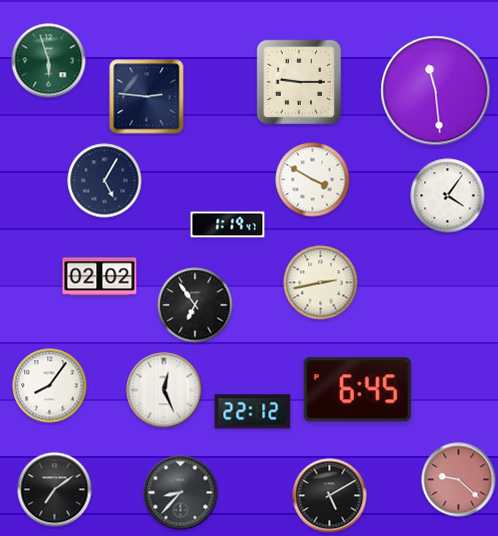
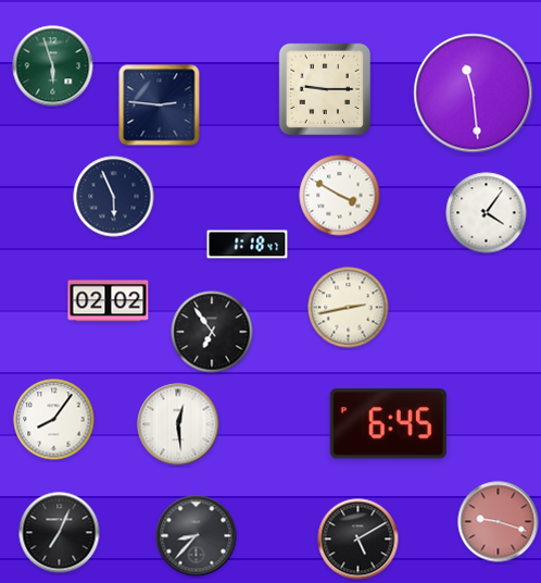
clock at (436, 91) position: (436, 91) -> (474, 94)
clock at (105, 181): 5:05 -> 5:56
clock at (228, 225): 1:19 -> 1:18
clock at (164, 390): 12:26 -> 12:29
clock at (253, 412): 22:12 -> none
clock at (459, 480): 9:22 -> 9:18
clock at (55, 490): 7:09 -> 7:04
